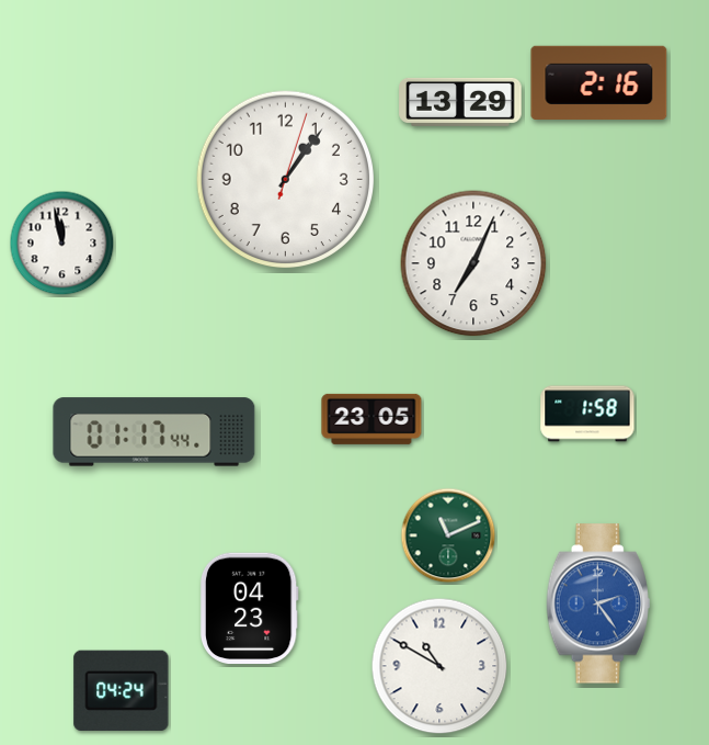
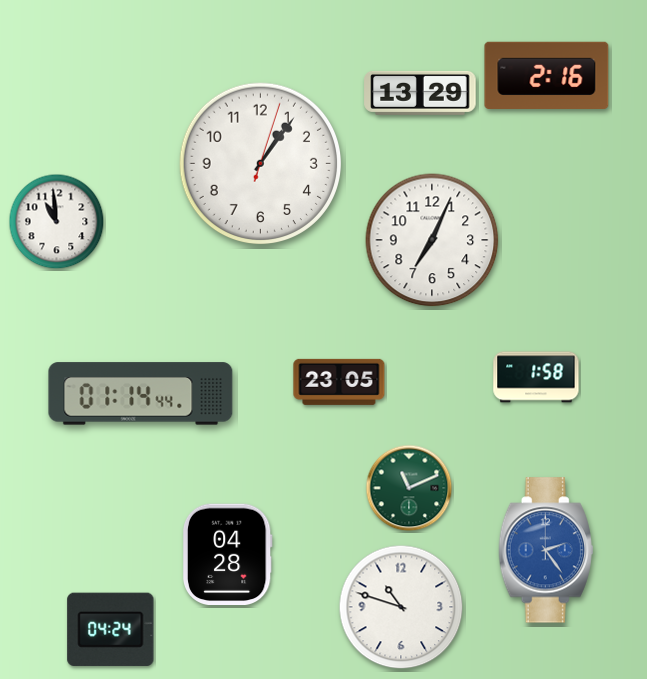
clock at (62, 244): 11:58 -> 10:59
clock at (155, 432): 01:17 -> 01:14
clock at (249, 609): 04:23 -> 04:28
clock at (439, 666): 10:50 -> 10:48
